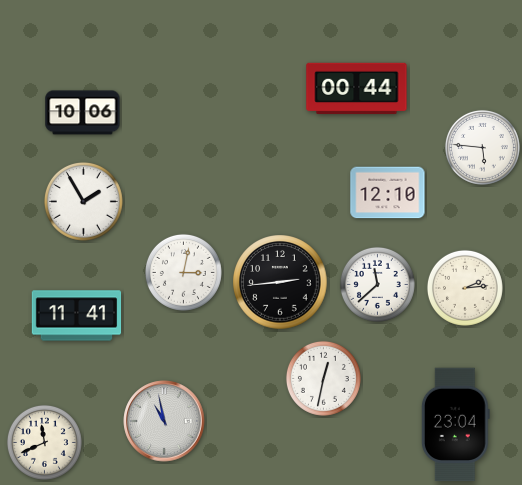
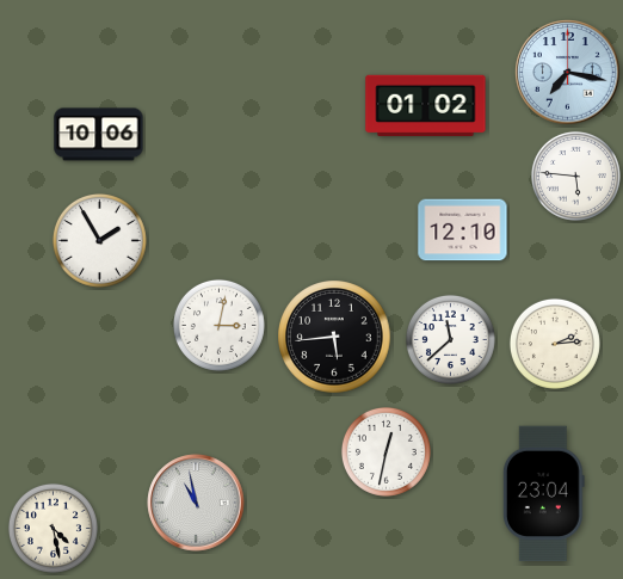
clock at (568, 73): none -> 7:17
clock at (357, 89): 00:44 -> 01:02
clock at (280, 282): 2:44 -> 5:44
clock at (77, 316): 11:41 -> none
clock at (455, 425) position: (455, 425) -> (543, 494)
clock at (44, 442): 11:41 -> 4:28
